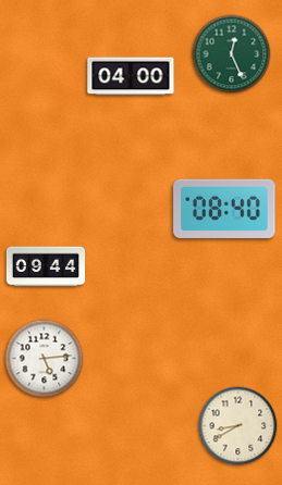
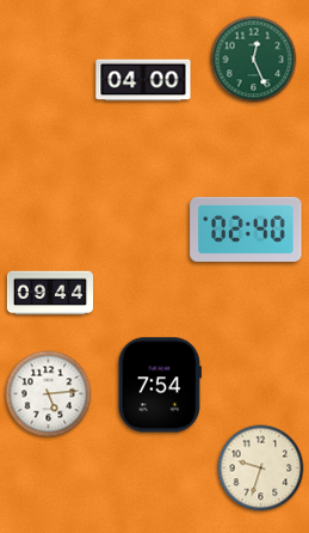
clock at (131, 76) position: (131, 76) -> (143, 80)
clock at (224, 209): 08:40 -> 02:40
clock at (160, 385): none -> 7:54
clock at (238, 426): 8:40 -> 9:33
